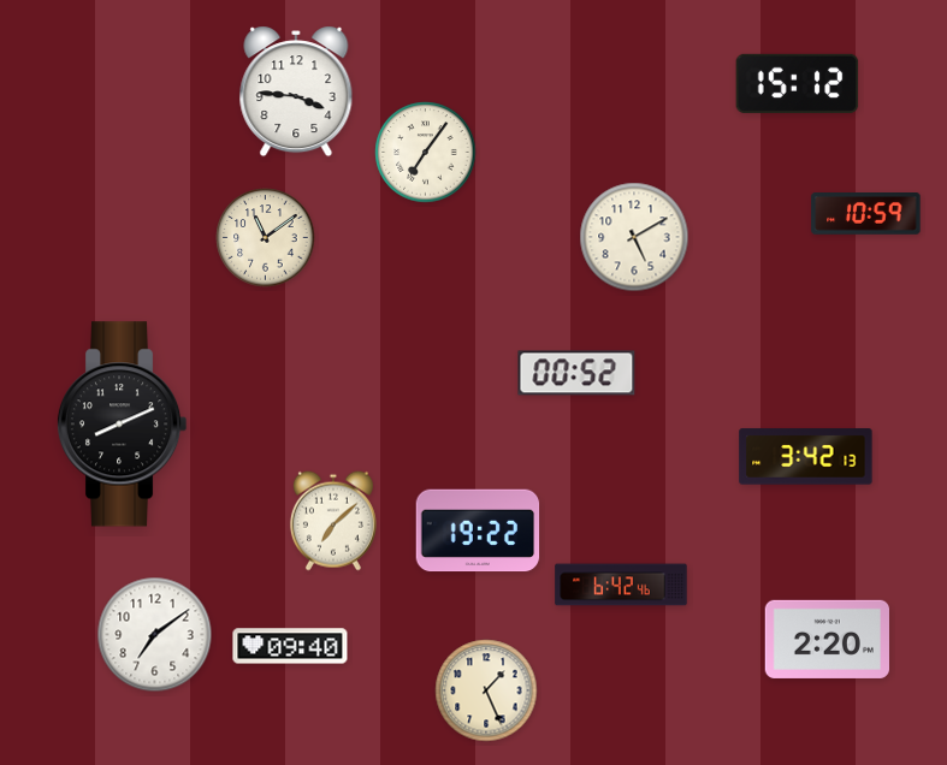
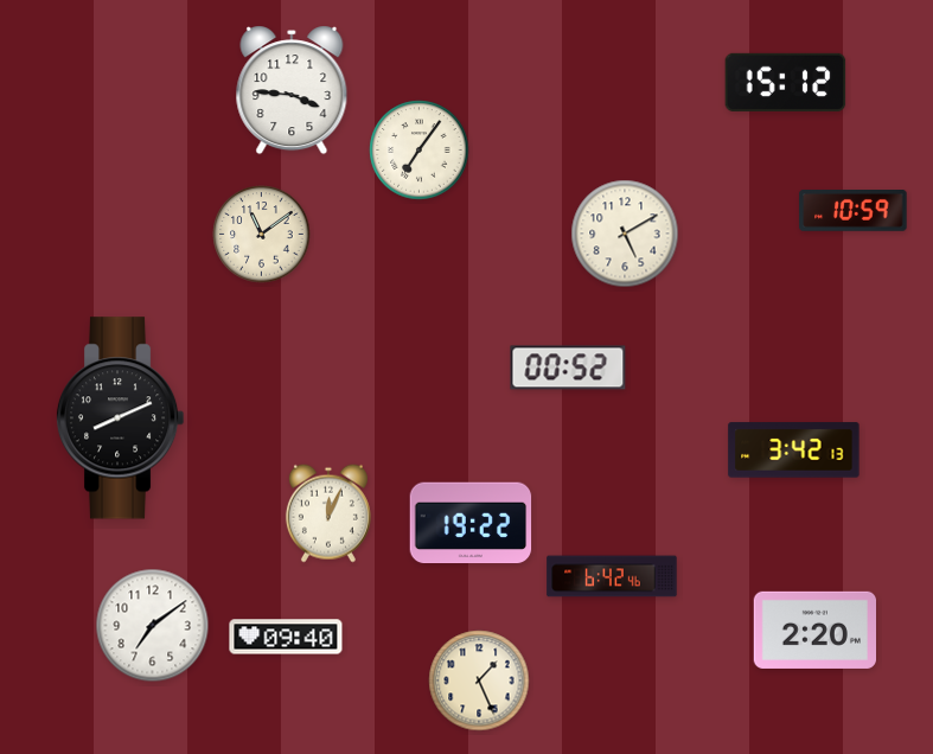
clock at (333, 521): 7:08 -> 12:04
